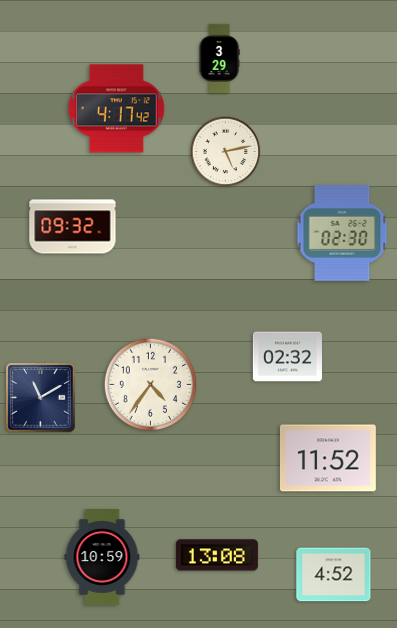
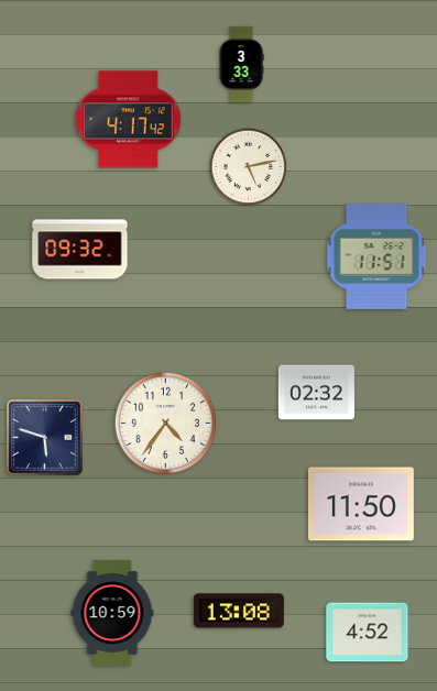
clock at (219, 58): 3:29 -> 3:33
clock at (342, 233): 02:30 -> 11:51
clock at (41, 398): 11:10 -> 5:48
clock at (328, 458): 11:52 -> 11:50
